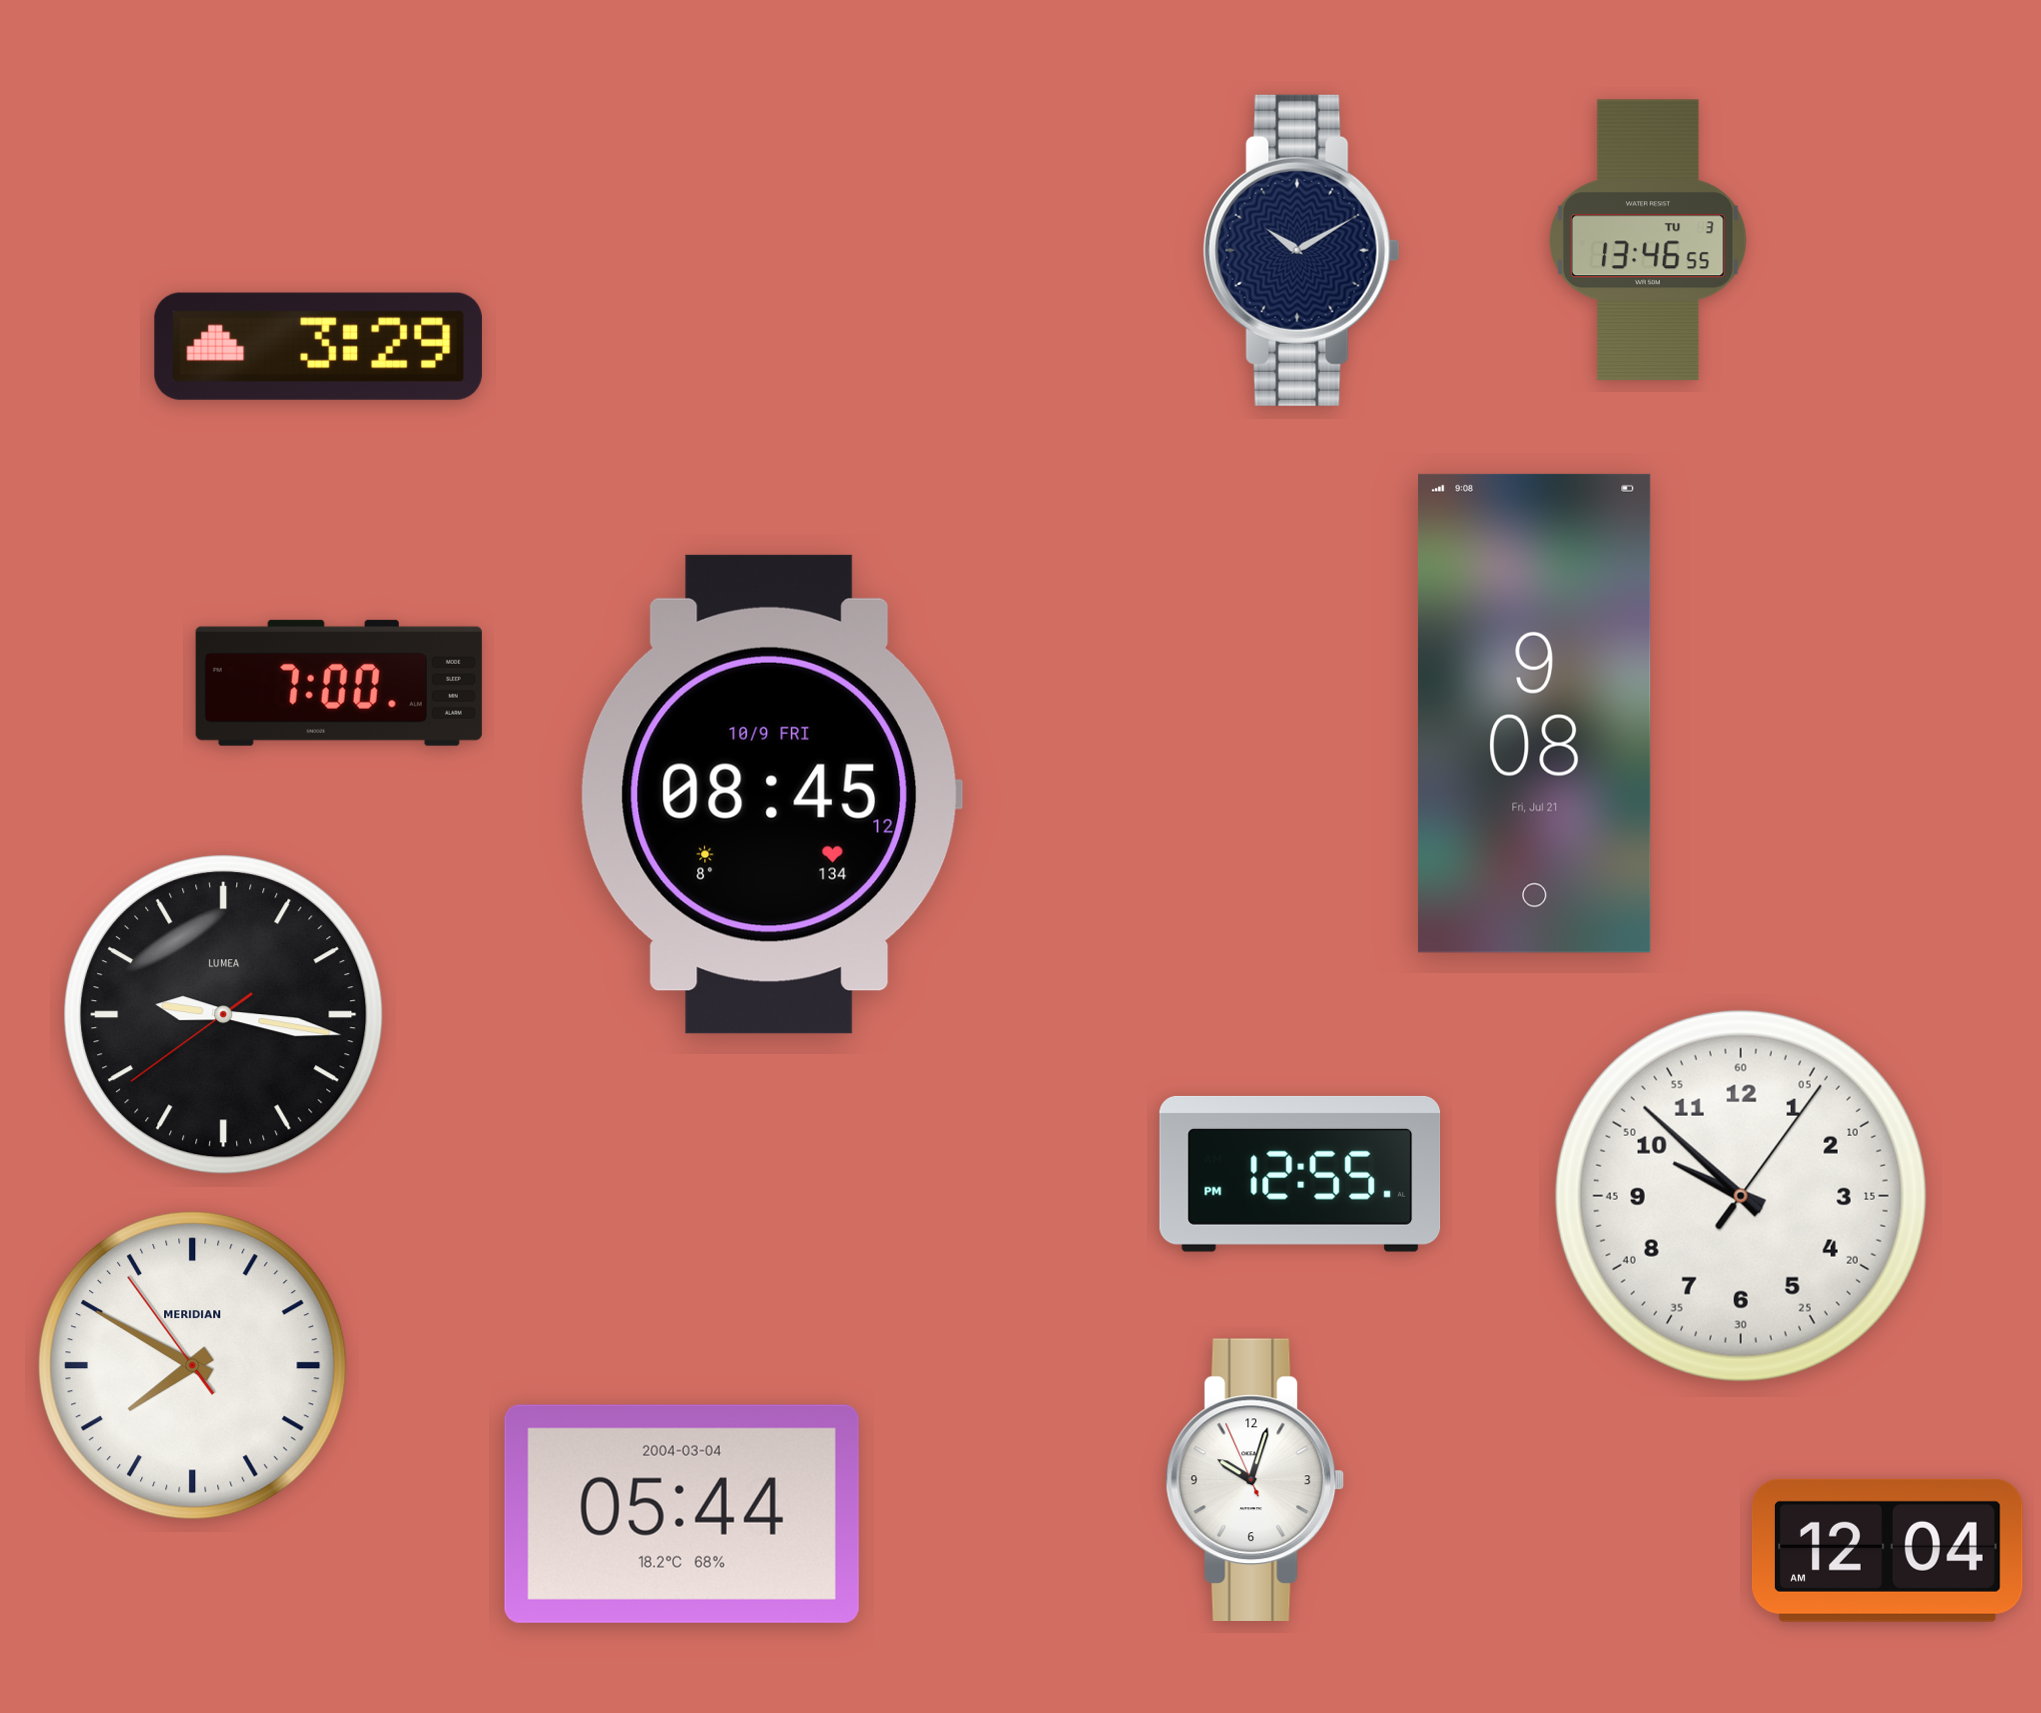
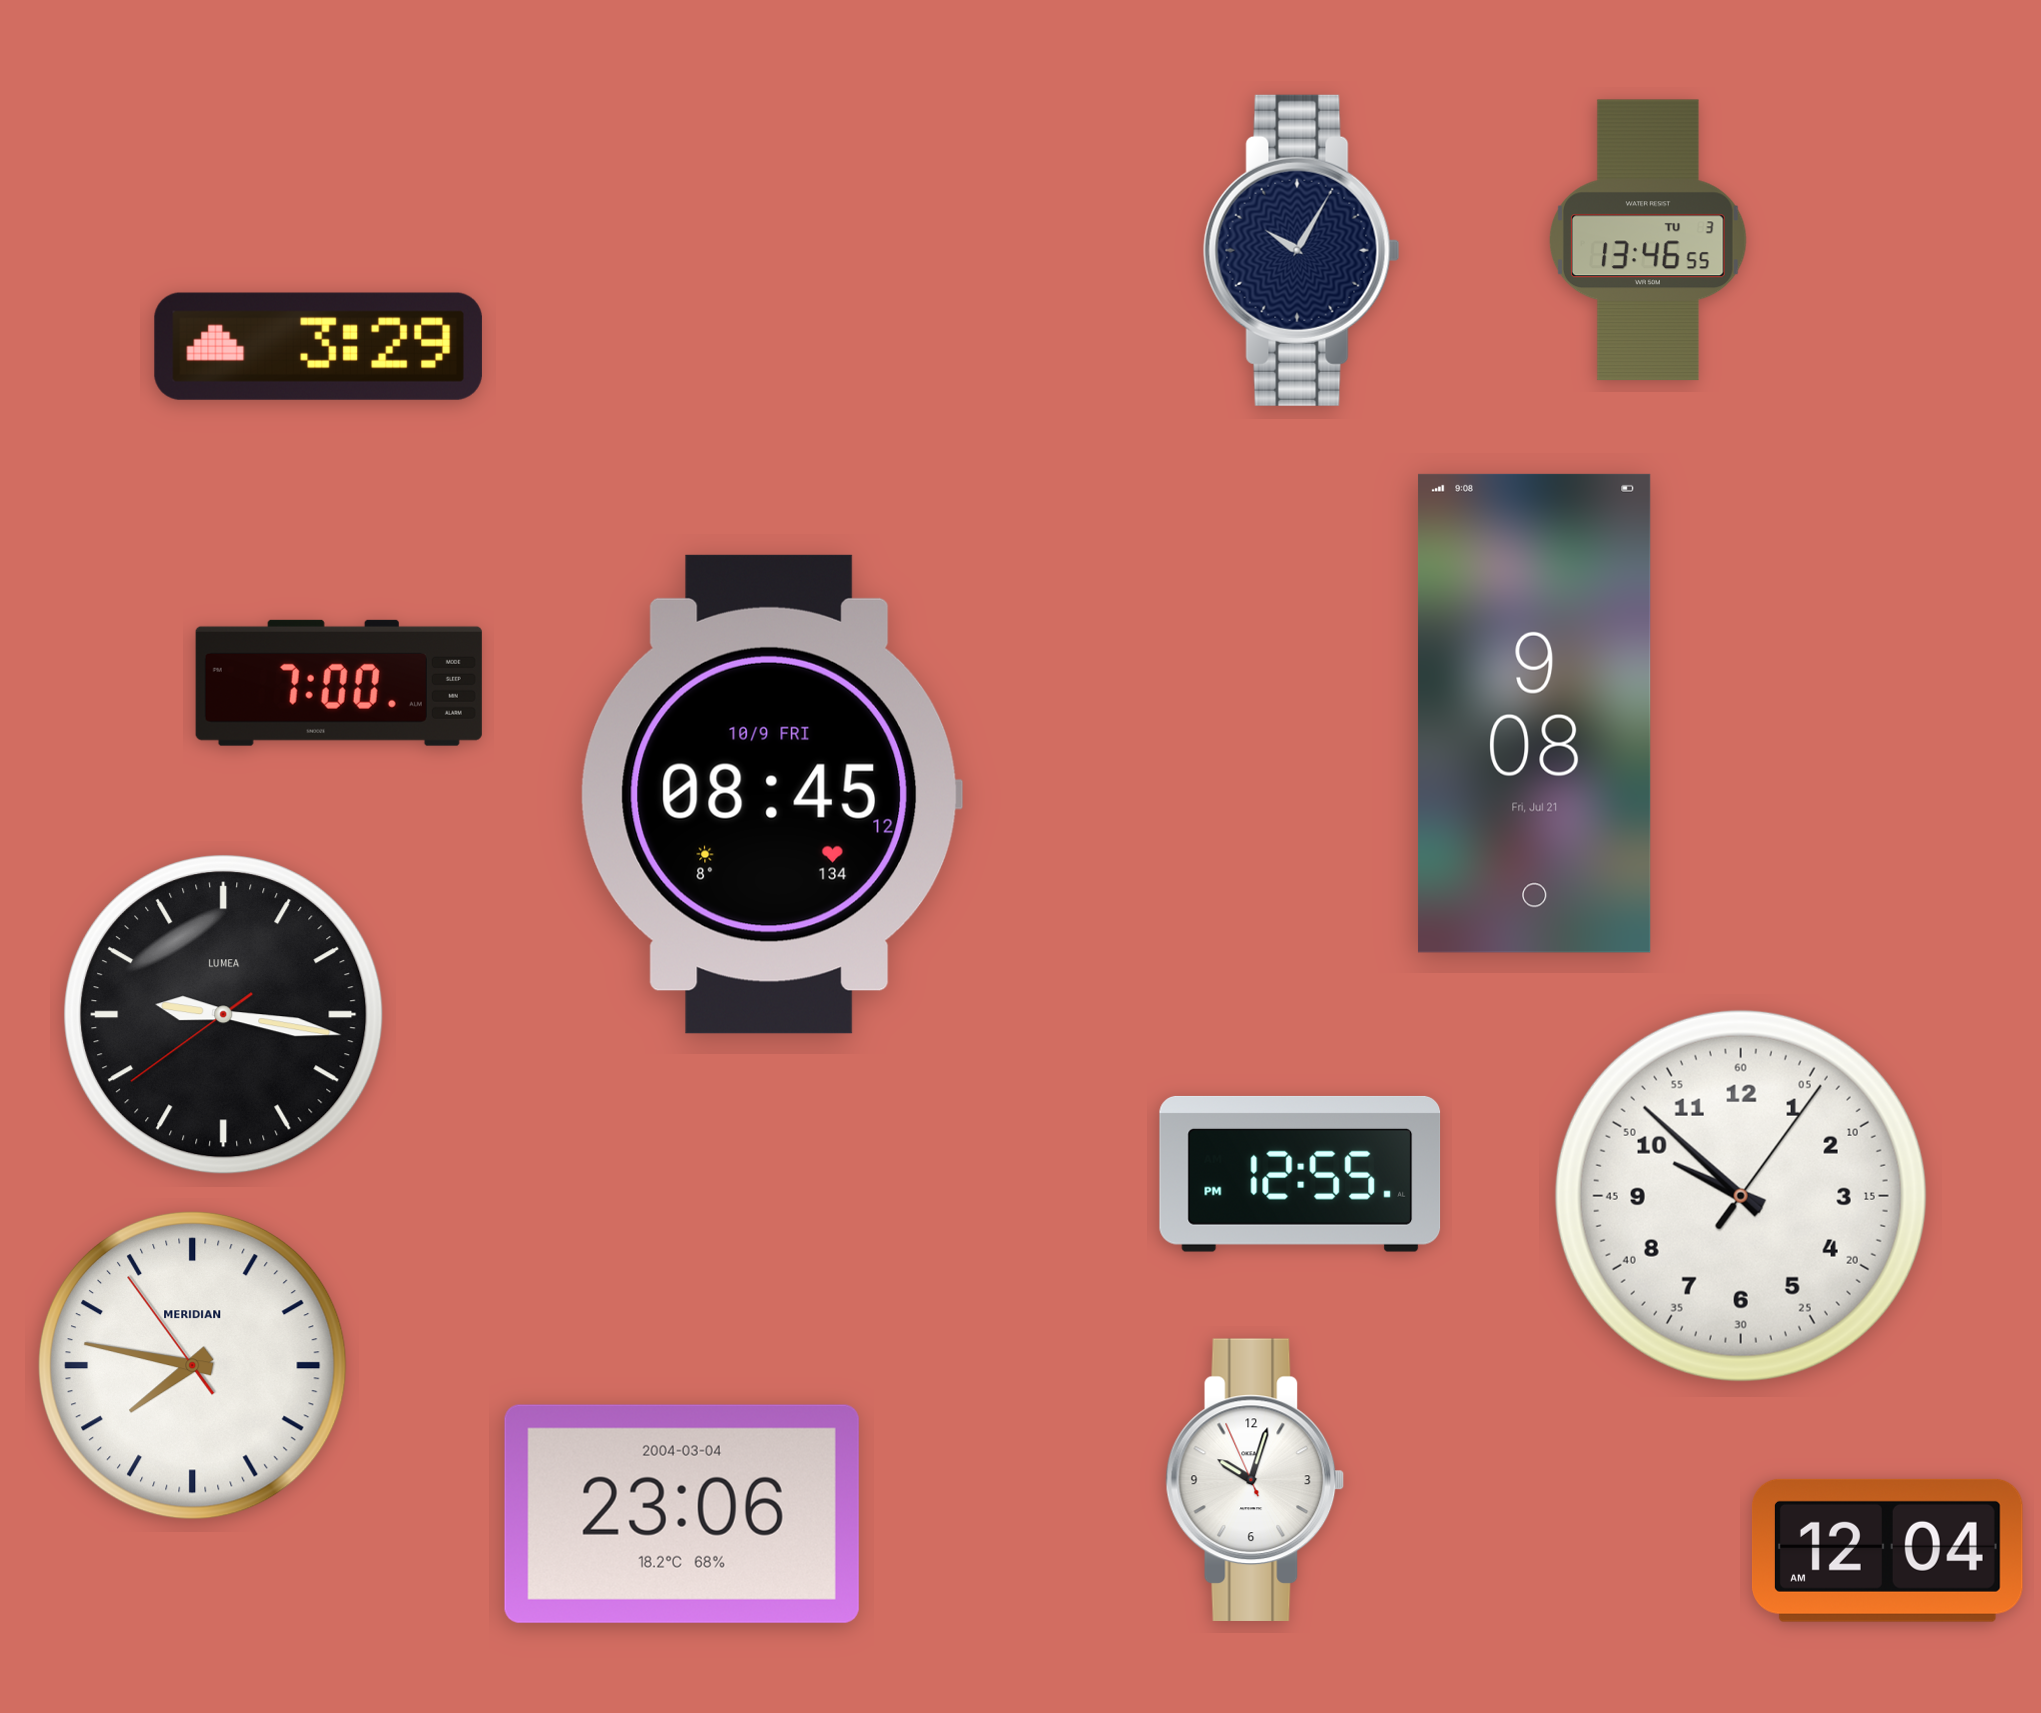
clock at (1301, 250): 10:10 -> 10:05
clock at (192, 1365): 7:49 -> 7:46
clock at (682, 1514): 05:44 -> 23:06
